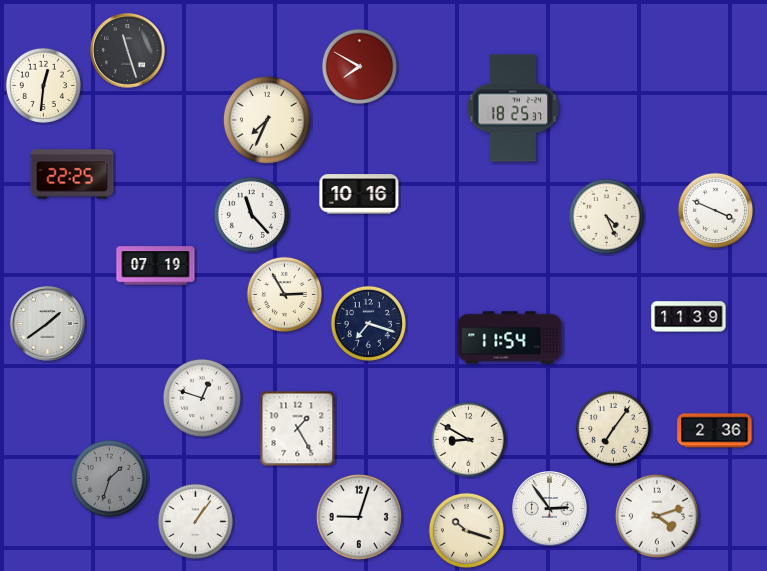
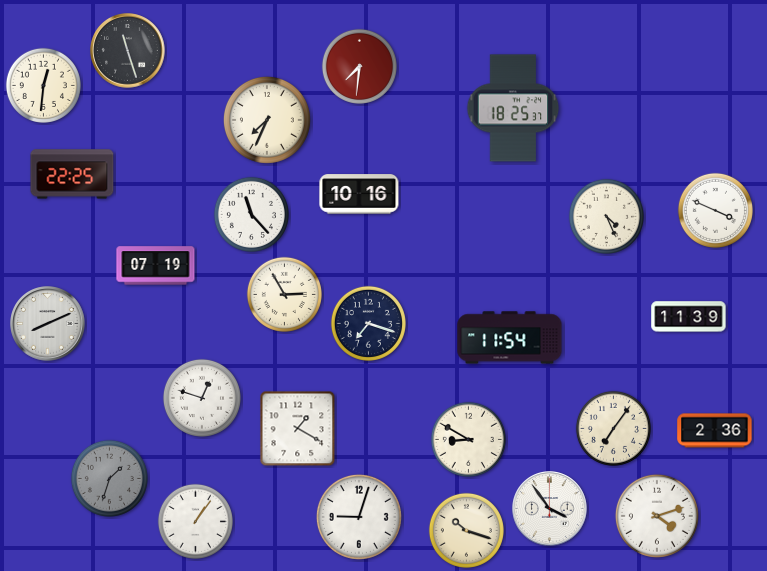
clock at (359, 66): 7:50 -> 7:31
clock at (48, 324): 1:39 -> 8:11
clock at (298, 429): 1:25 -> 1:20
clock at (550, 509): 2:54 -> 3:54
